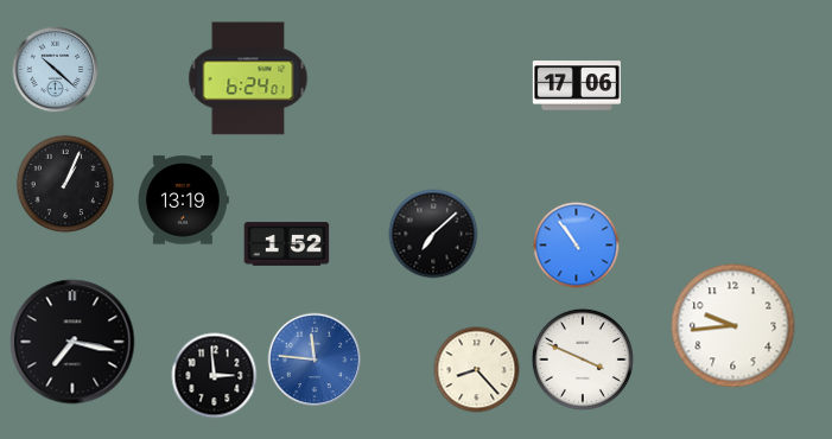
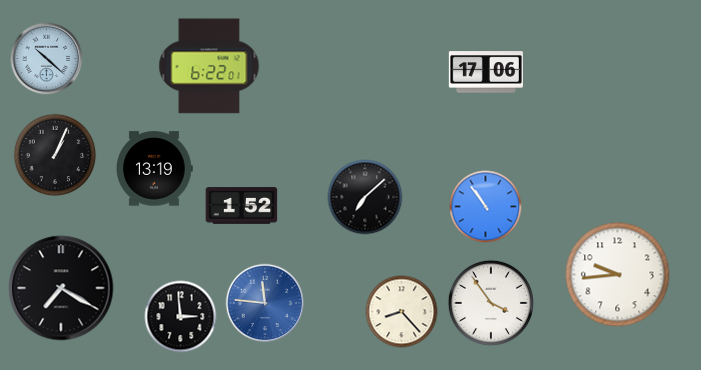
clock at (248, 78): 6:24 -> 6:22
clock at (72, 342): 7:17 -> 7:20
clock at (583, 360): 3:49 -> 3:54
